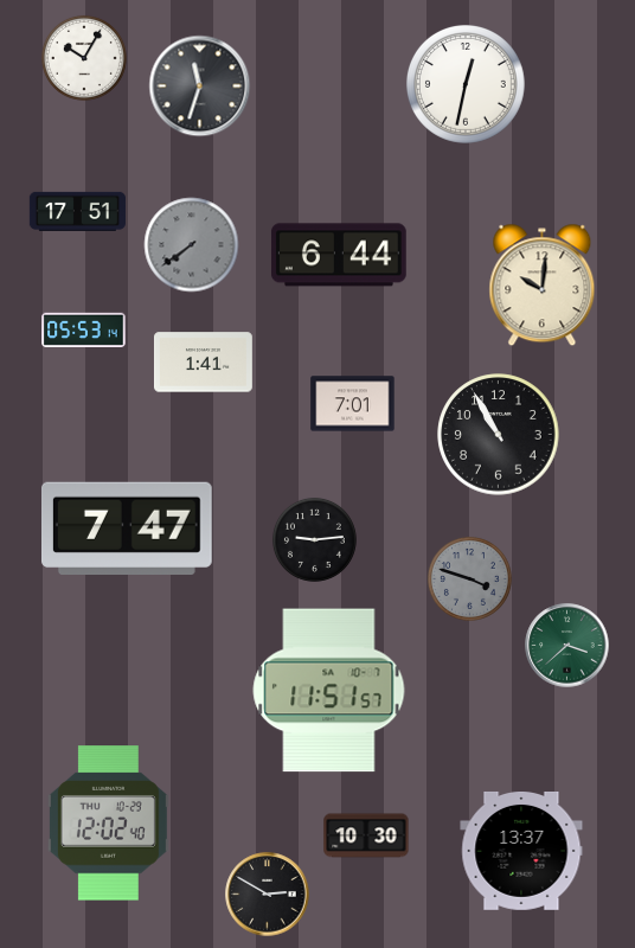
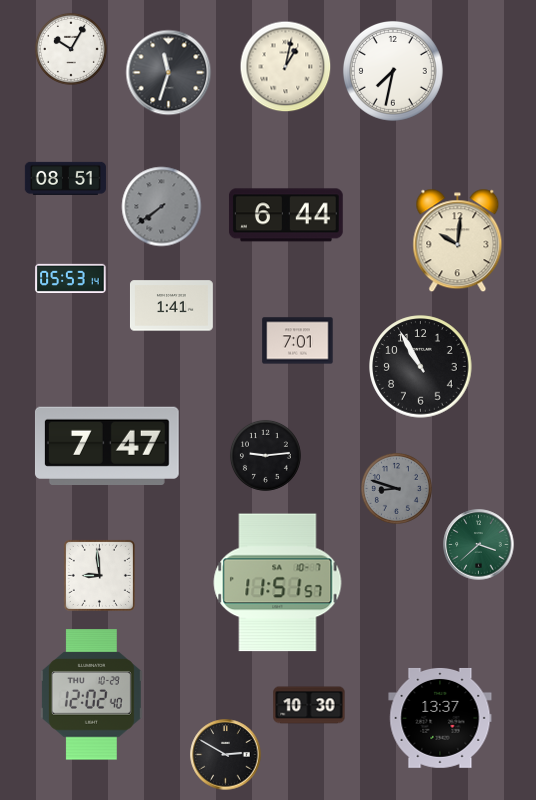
clock at (286, 67): none -> 1:02
clock at (466, 84): 12:32 -> 7:32
clock at (77, 211): 17:51 -> 08:51
clock at (469, 578): 3:48 -> 8:48
clock at (99, 575): none -> 8:59
